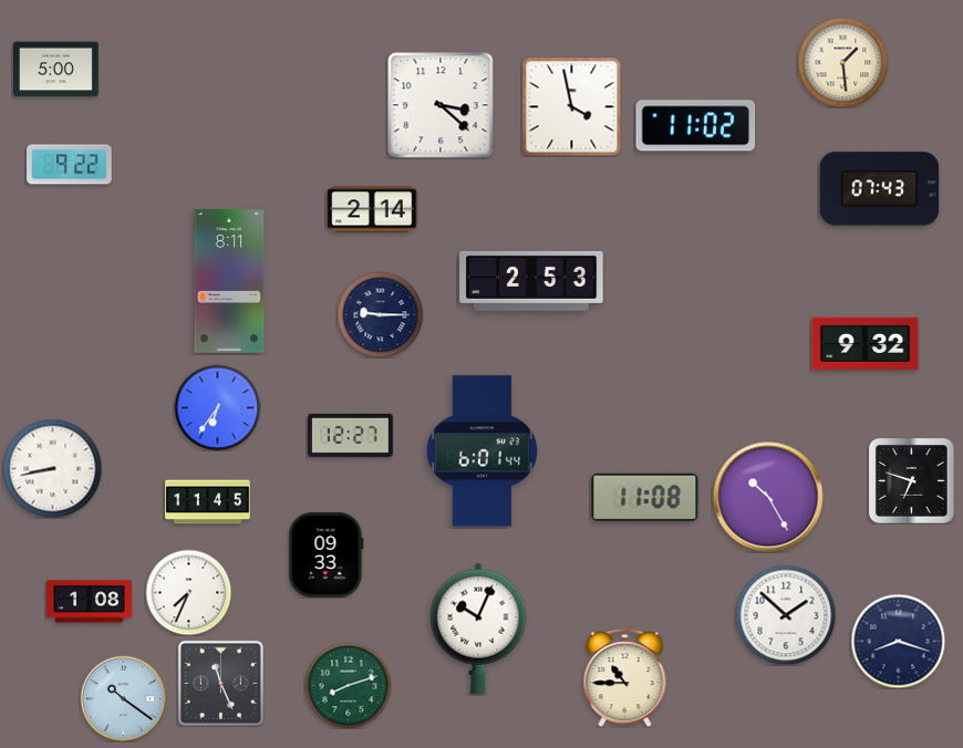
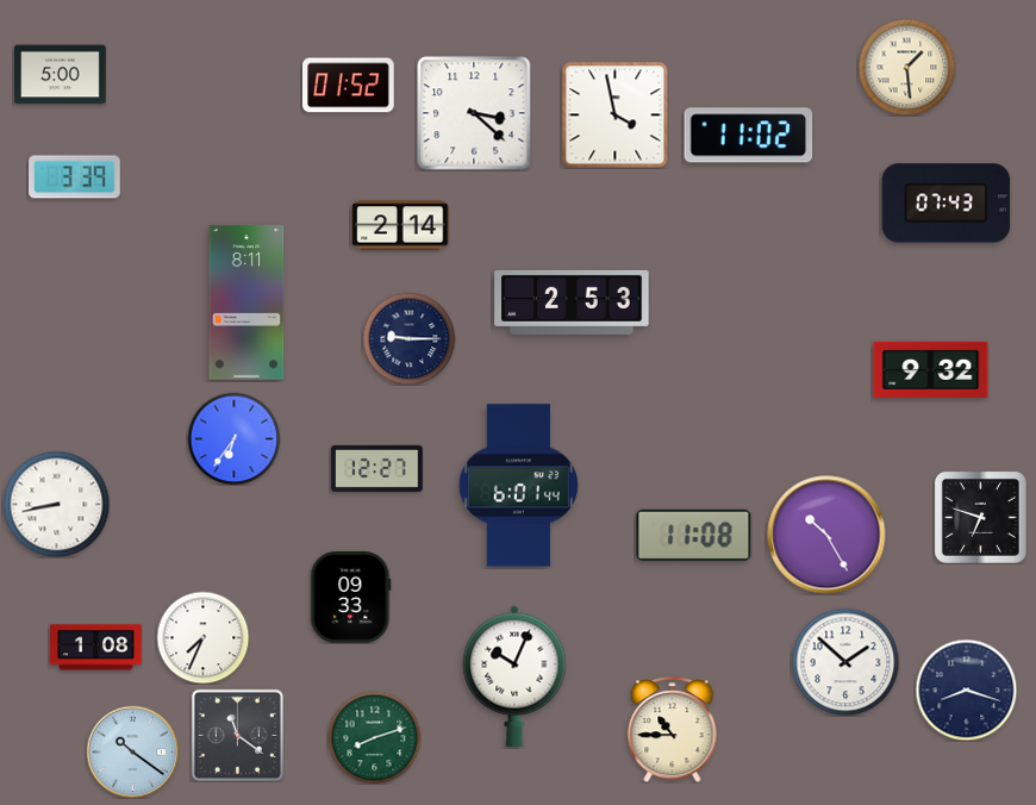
clock at (349, 86): none -> 01:52
clock at (70, 165): 9:22 -> 3:39
clock at (208, 502): 11:45 -> none
clock at (220, 683): 11:26 -> 11:21
